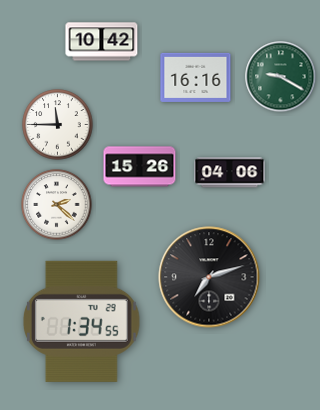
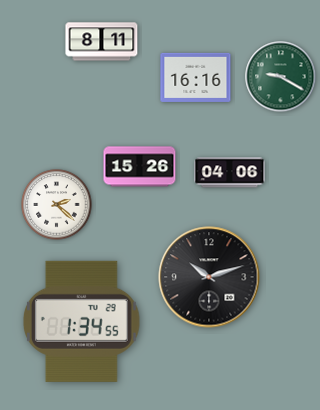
clock at (102, 42): 10:42 -> 8:11
clock at (58, 125): 11:45 -> none
clock at (209, 277): 7:12 -> 10:12
